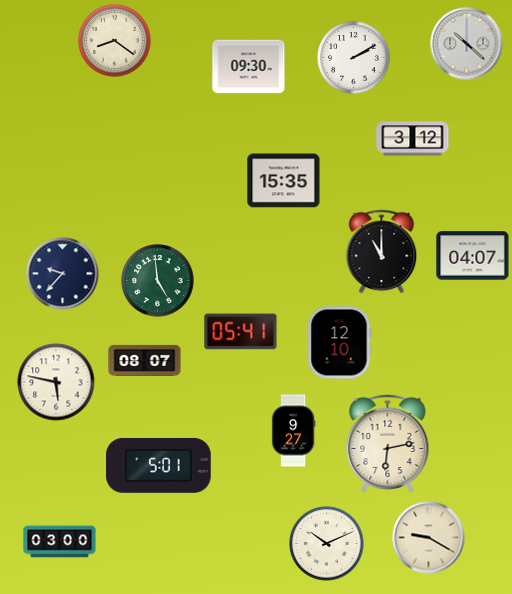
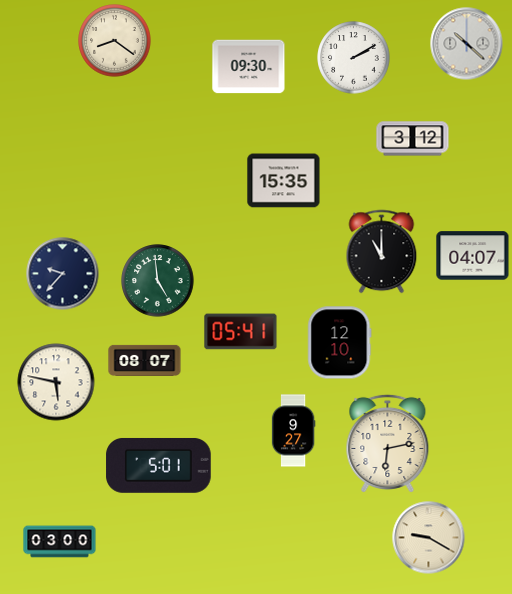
clock at (327, 544): 10:11 -> none
